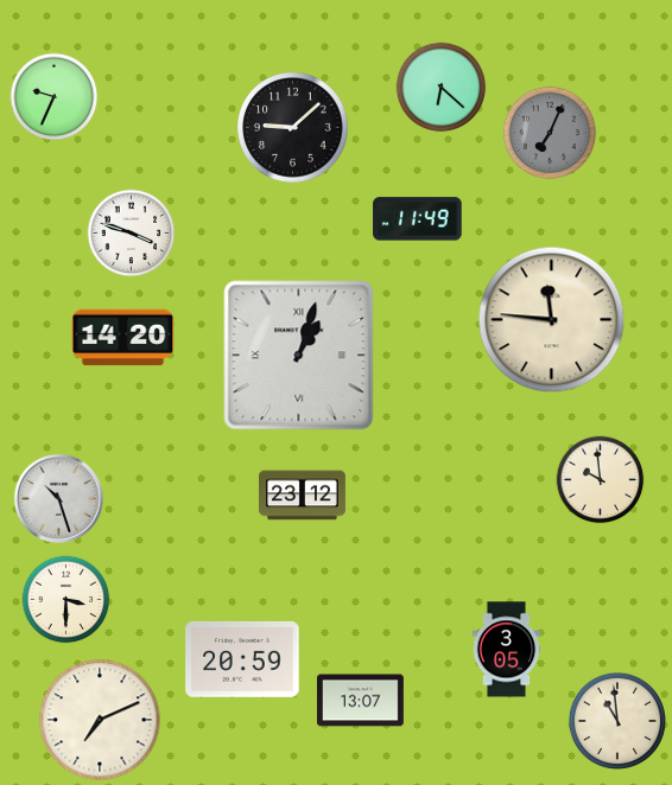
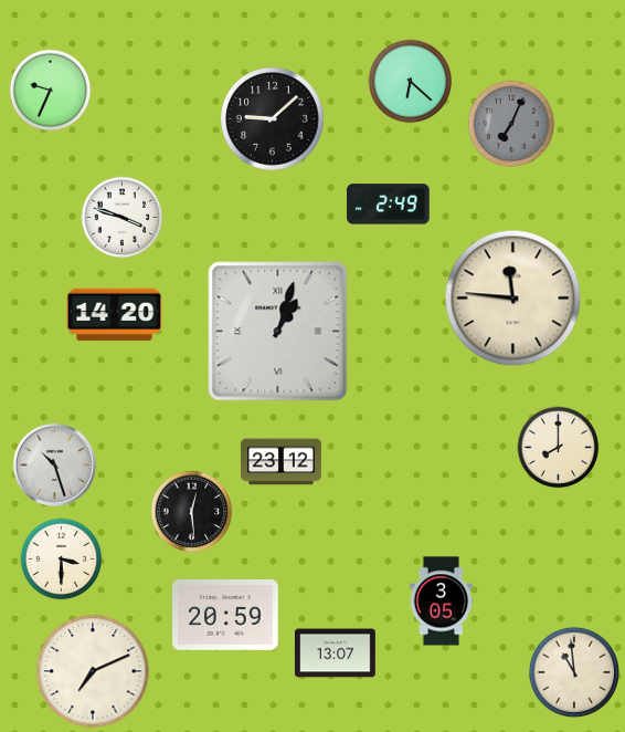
clock at (418, 219): 11:49 -> 2:49
clock at (601, 480): 9:59 -> 8:00
clock at (192, 512): none -> 12:29
clock at (507, 650) position: (507, 650) -> (442, 602)
